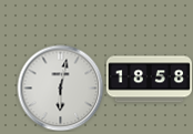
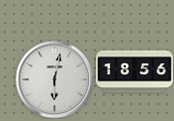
clock at (149, 80): 18:58 -> 18:56
